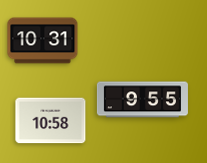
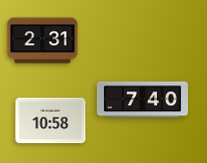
clock at (43, 41): 10:31 -> 2:31
clock at (142, 100): 9:55 -> 7:40
